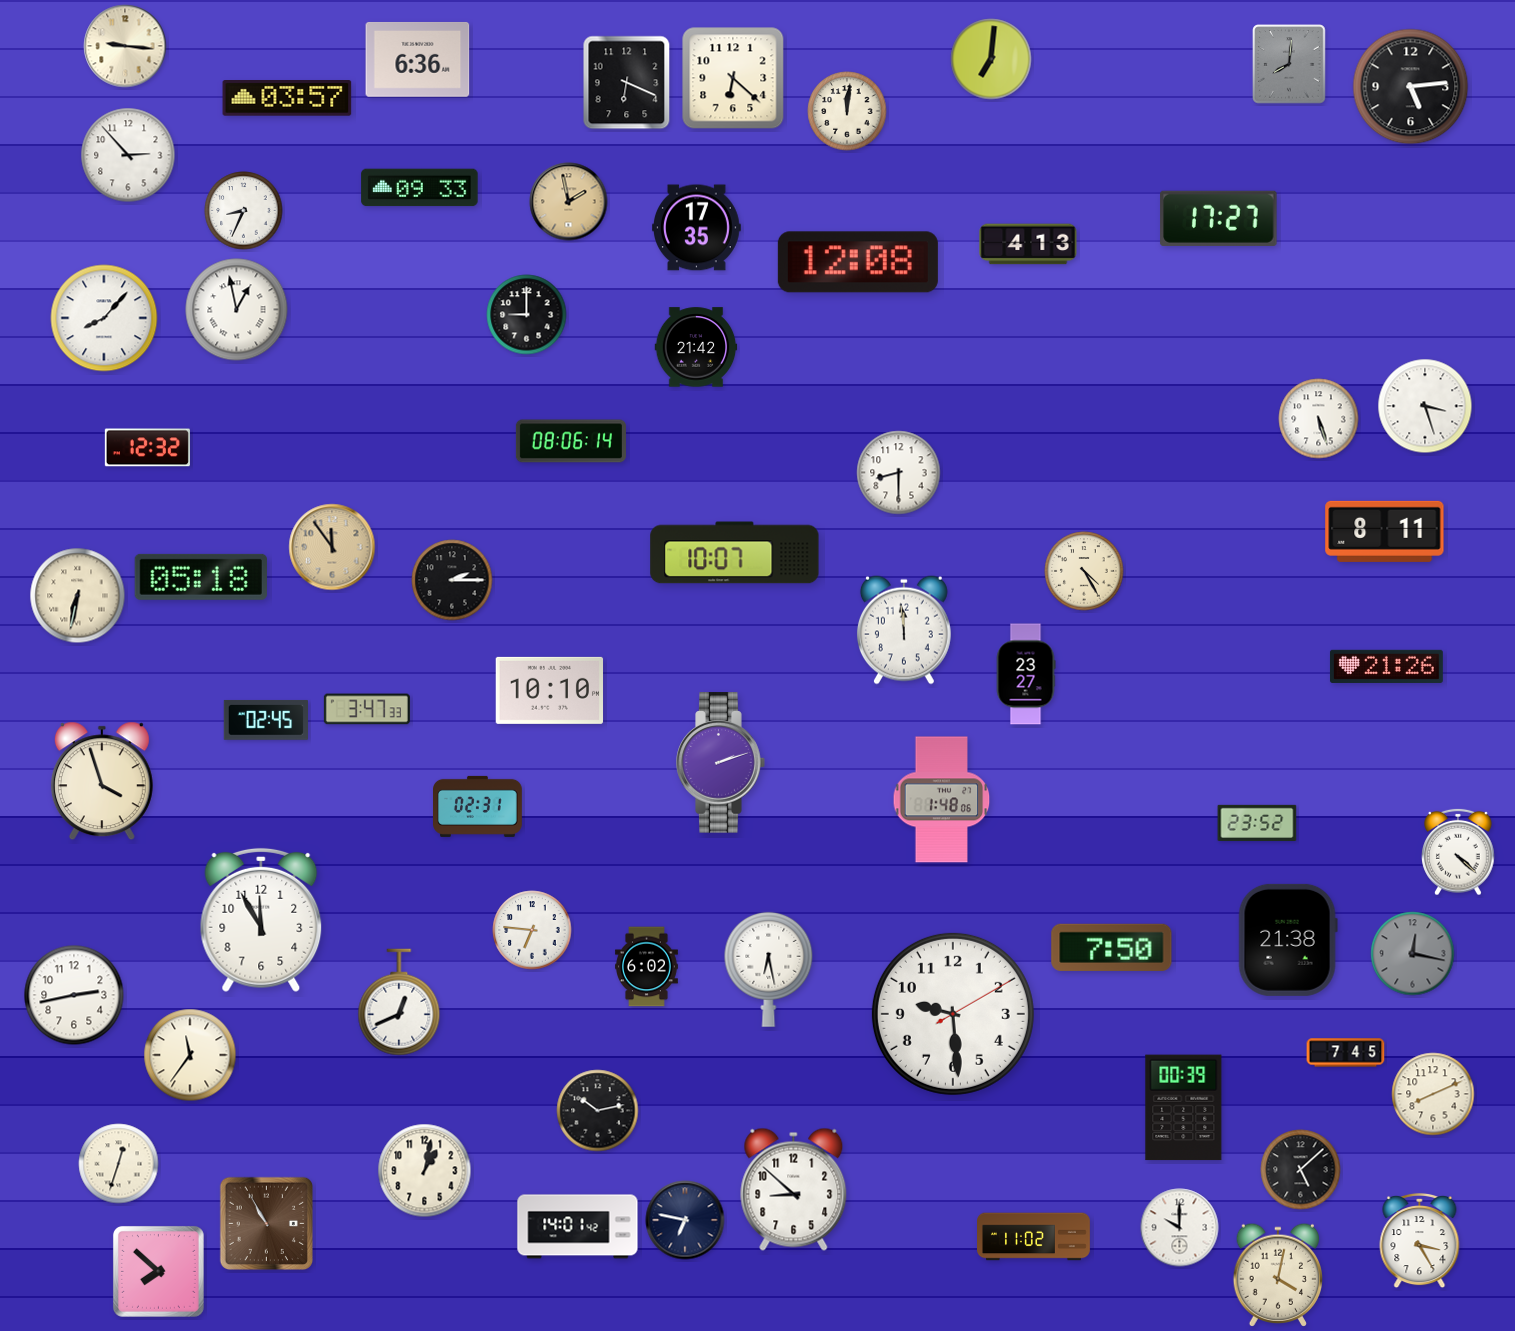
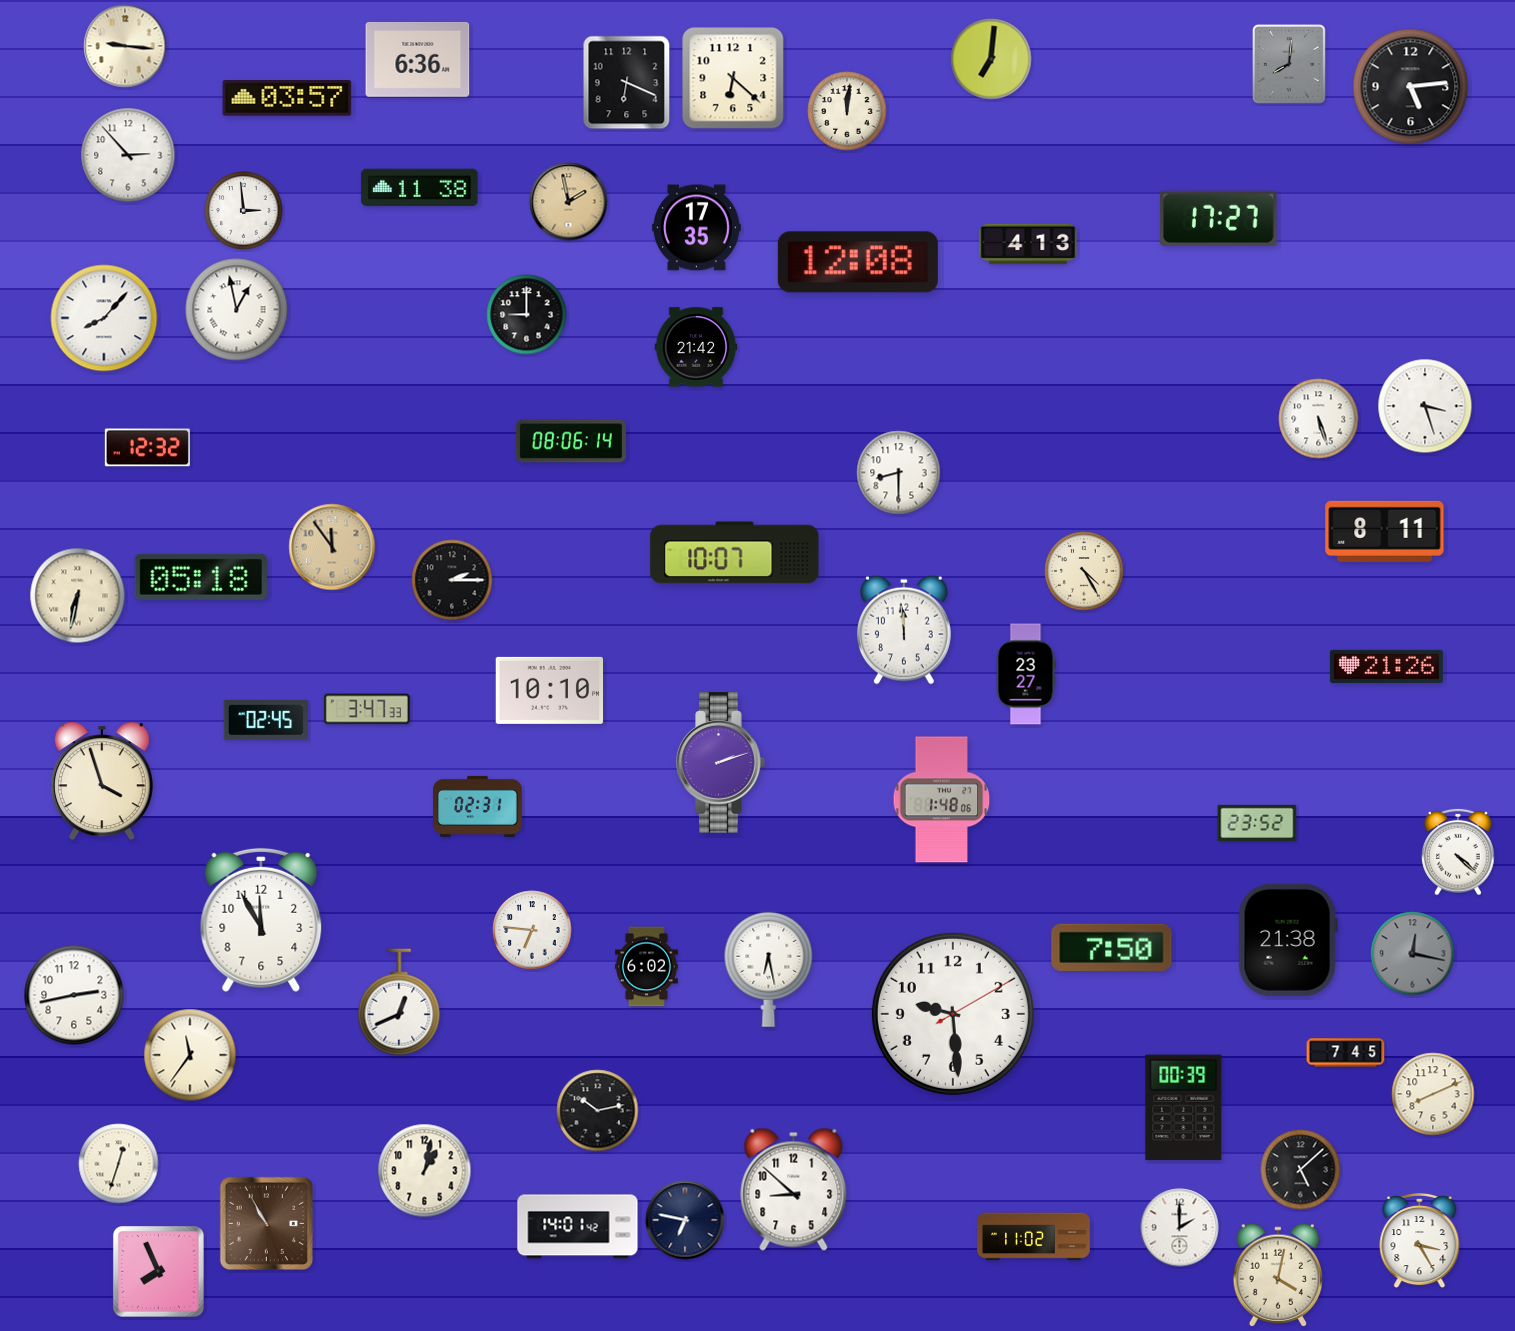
clock at (420, 188): 09:33 -> 11:38
clock at (244, 211): 8:34 -> 2:59
clock at (1180, 1228): 10:00 -> 2:00
clock at (158, 1271): 7:52 -> 7:56
